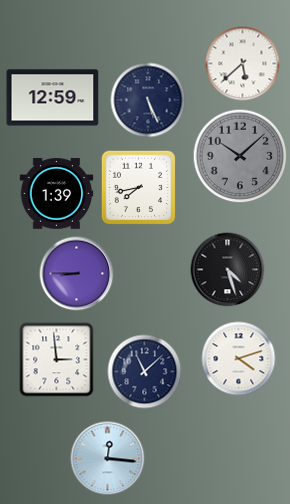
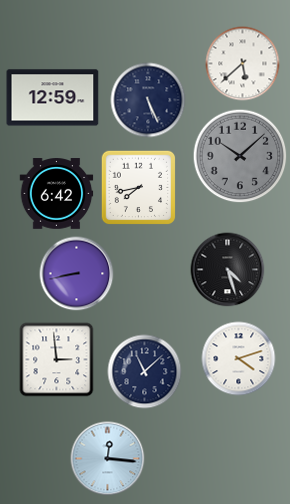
clock at (57, 194): 1:39 -> 6:42
clock at (77, 274): 8:45 -> 8:43
